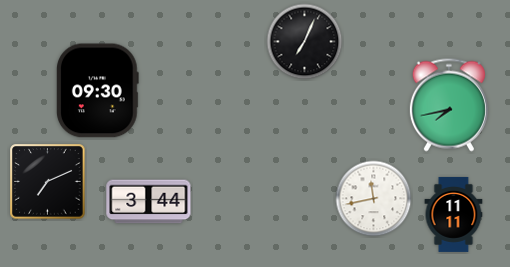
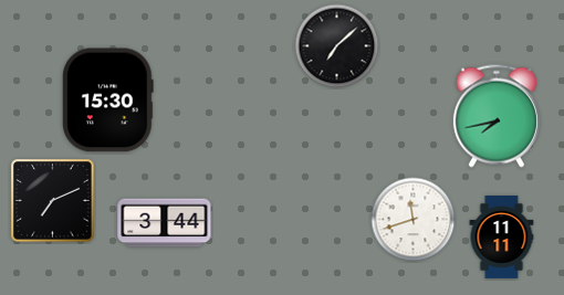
clock at (305, 42): 7:04 -> 7:08
clock at (97, 91): 09:30 -> 15:30
clock at (374, 199): 11:43 -> 11:42
